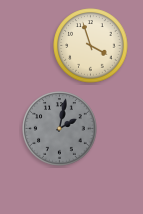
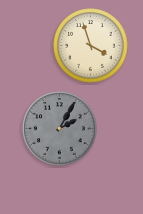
clock at (60, 129): 2:02 -> 2:05
